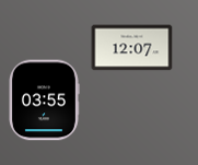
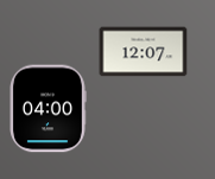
clock at (44, 101): 03:55 -> 04:00
